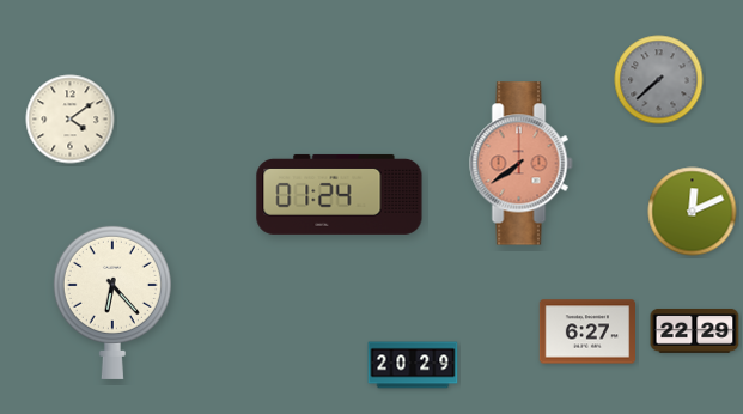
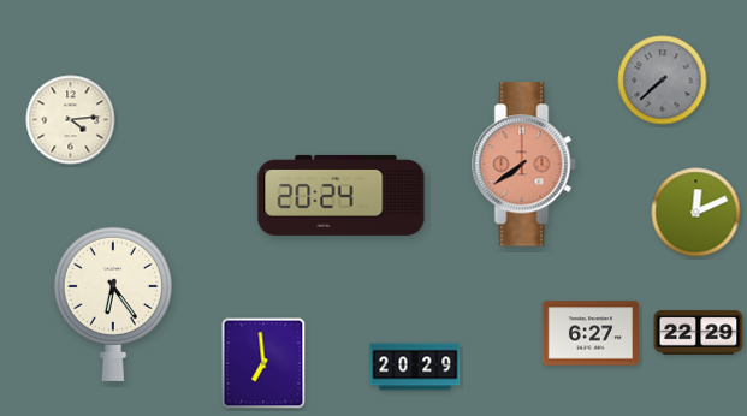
clock at (71, 120): 4:09 -> 4:14
clock at (340, 194): 01:24 -> 20:24
clock at (112, 302): 6:23 -> 6:24
clock at (263, 363): none -> 6:59
